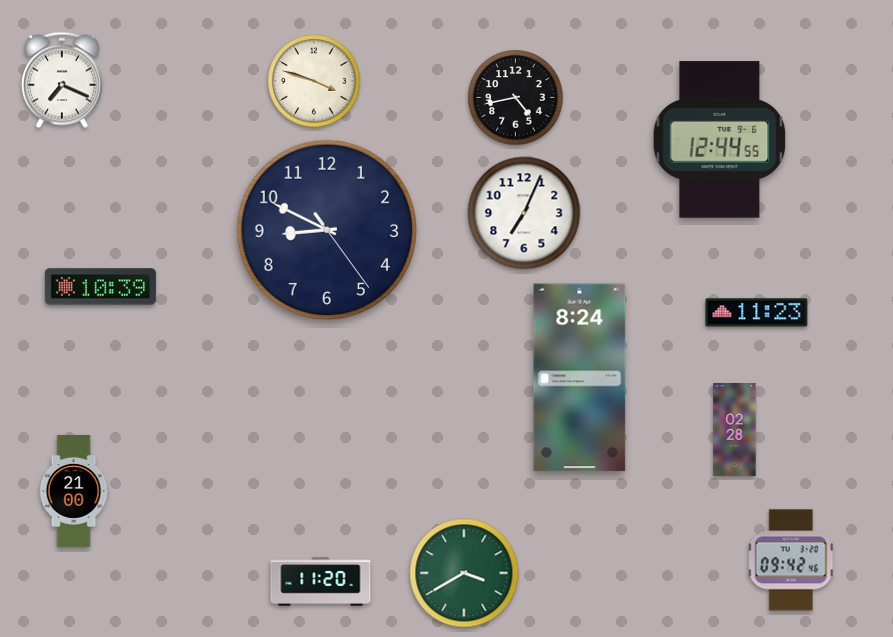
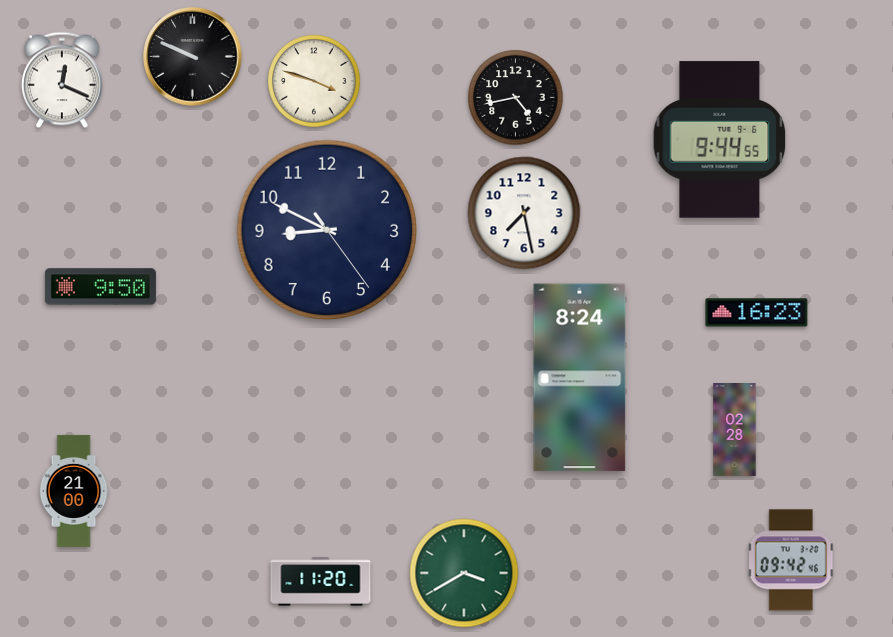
clock at (193, 57): none -> 9:49
clock at (62, 80): 7:19 -> 12:19
clock at (720, 140): 12:44 -> 9:44
clock at (524, 213): 7:04 -> 7:28
clock at (100, 287): 10:39 -> 9:50
clock at (757, 313): 11:23 -> 16:23
